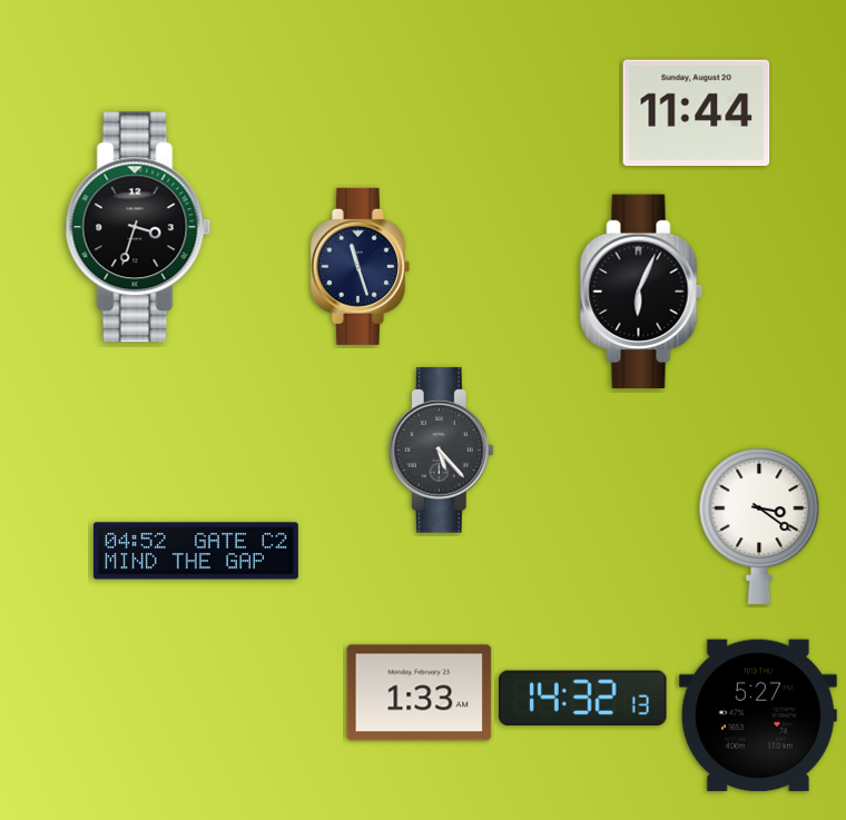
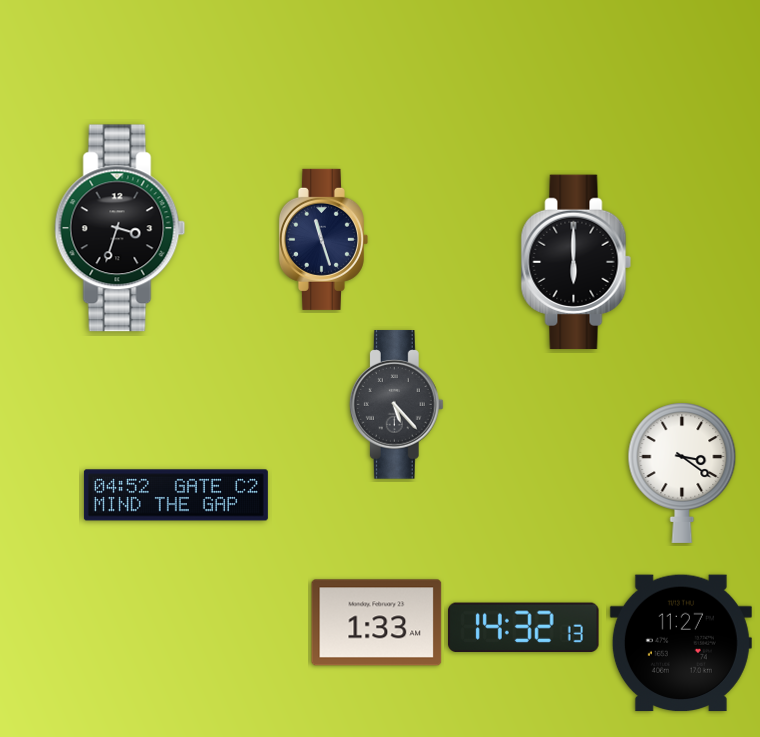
clock at (697, 113): 11:44 -> none
clock at (138, 227) position: (138, 227) -> (120, 228)
clock at (641, 292): 6:04 -> 6:00
clock at (758, 715): 5:27 -> 11:27
